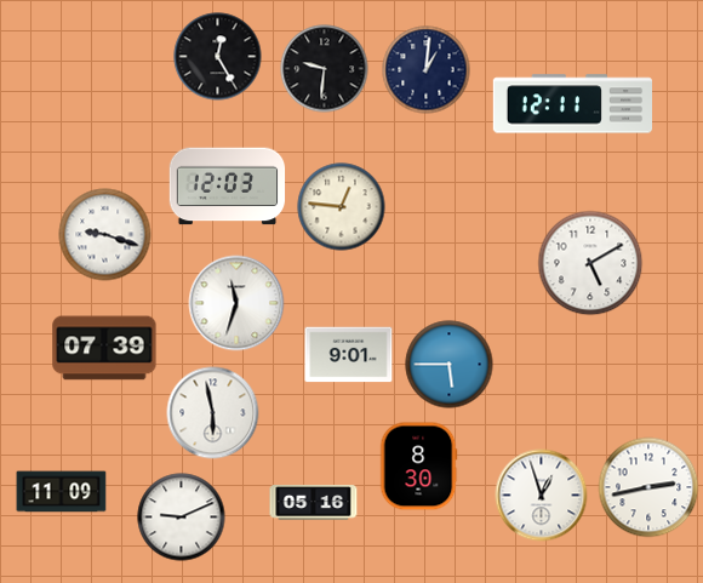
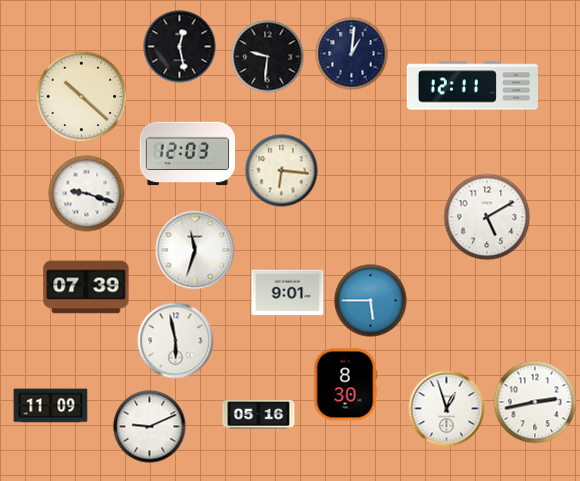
clock at (218, 57): 12:25 -> 12:28
clock at (427, 70) position: (427, 70) -> (352, 54)
clock at (82, 97): none -> 10:22
clock at (342, 207): 12:46 -> 6:16
